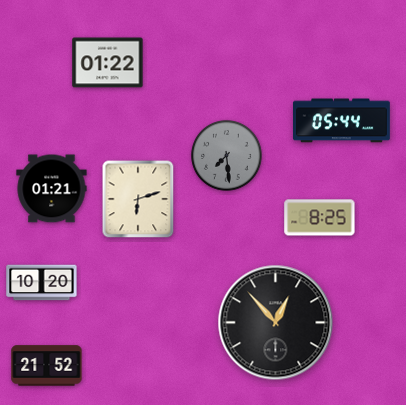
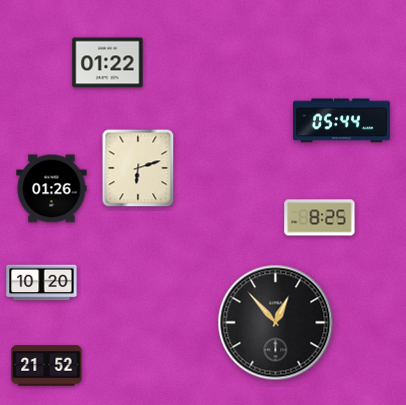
clock at (227, 156): 7:29 -> none
clock at (52, 189): 01:21 -> 01:26
clock at (138, 199) position: (138, 199) -> (138, 168)
